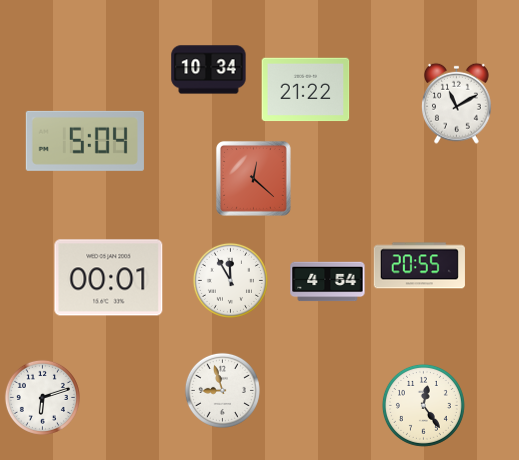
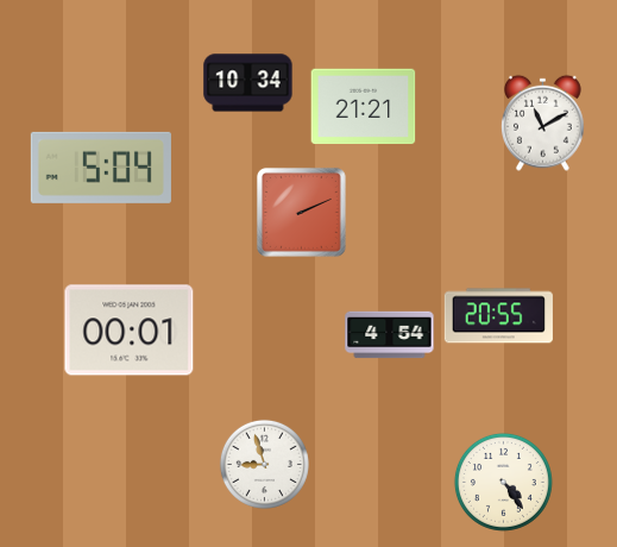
clock at (306, 90): 21:22 -> 21:21
clock at (253, 178): 12:22 -> 2:11
clock at (230, 280): 11:55 -> none
clock at (42, 397): 6:12 -> none
clock at (423, 405): 12:24 -> 4:24
